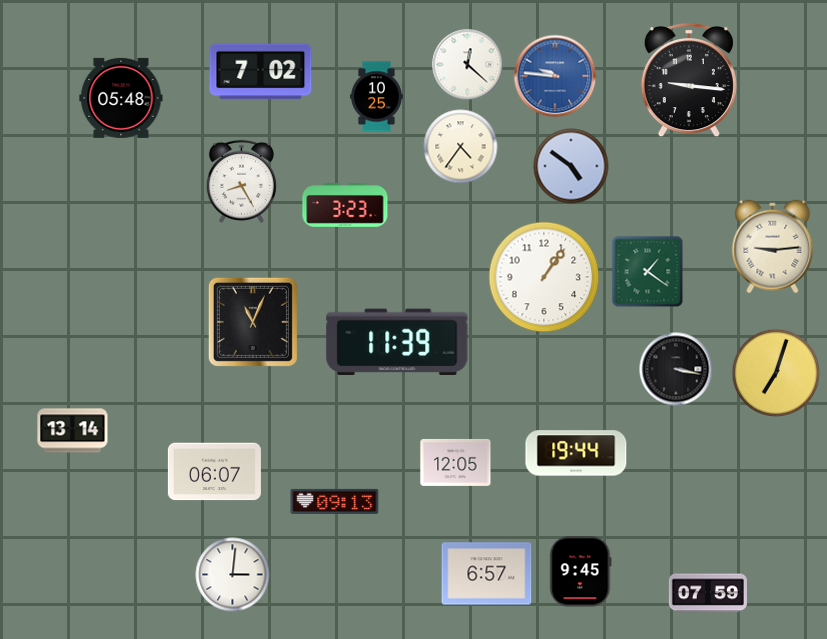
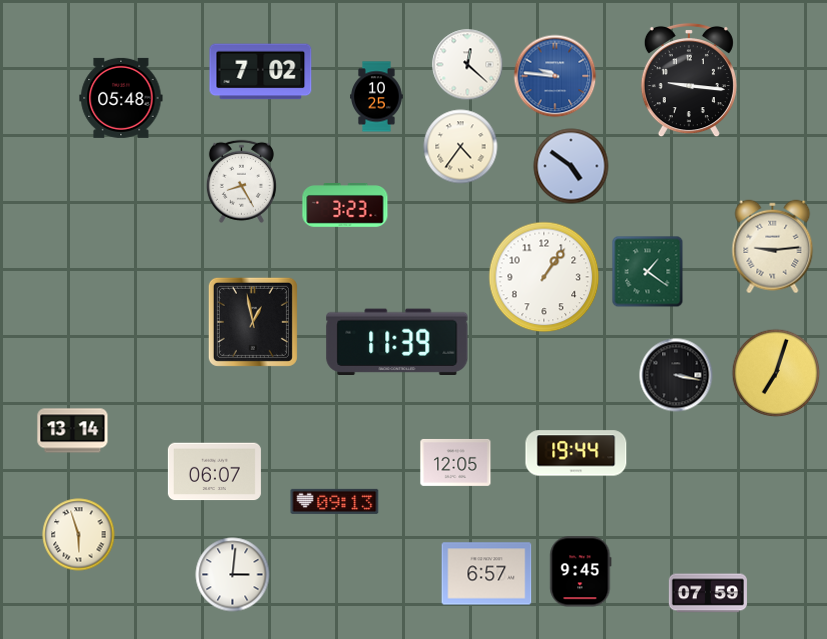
clock at (253, 322): 11:04 -> 12:58
clock at (676, 369) position: (676, 369) -> (676, 375)
clock at (79, 535): none -> 5:57
